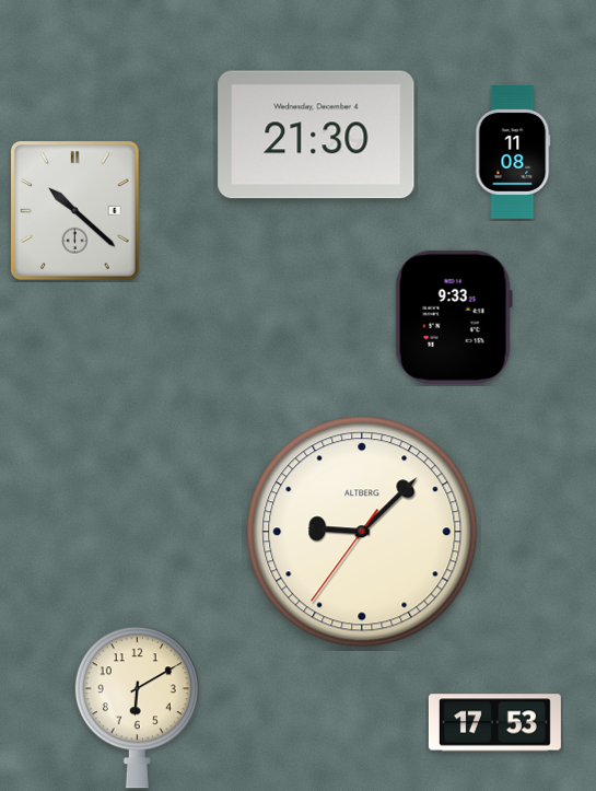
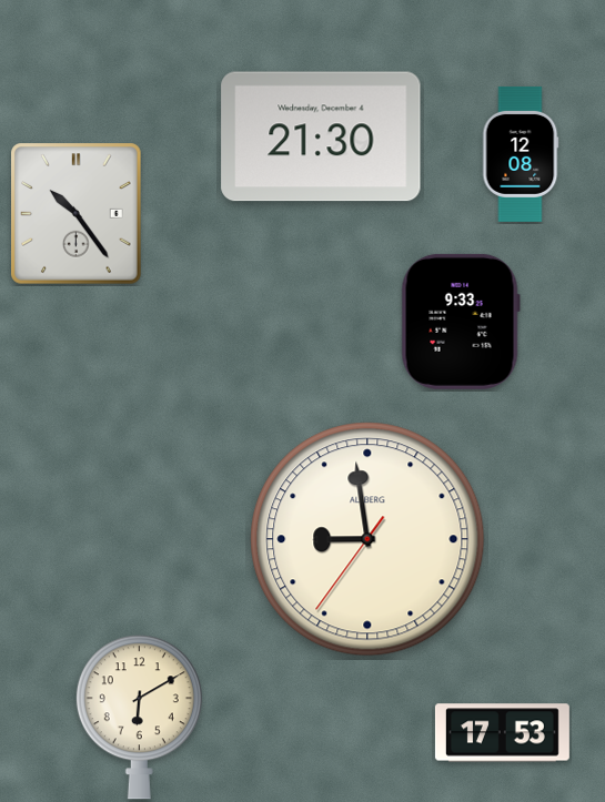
clock at (513, 152): 11:08 -> 12:08
clock at (75, 211): 10:22 -> 10:24
clock at (362, 532): 9:07 -> 8:58
